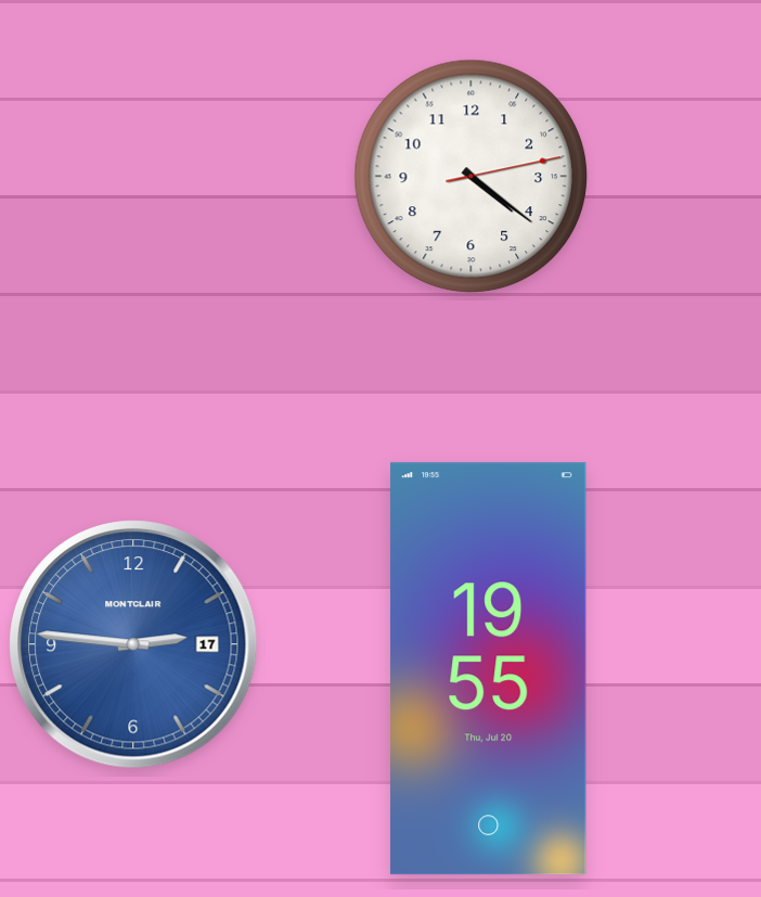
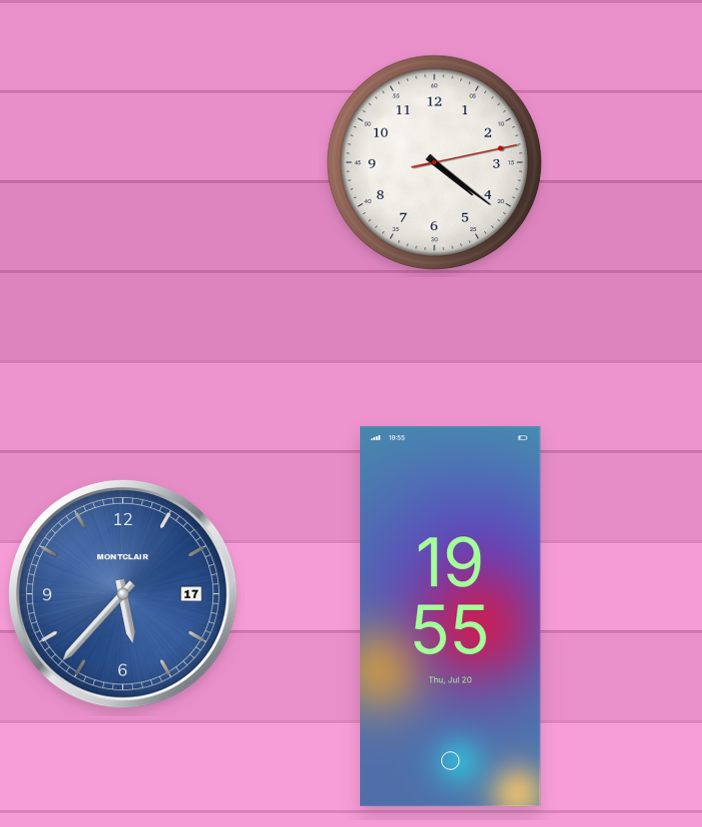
clock at (133, 644): 2:46 -> 5:37
